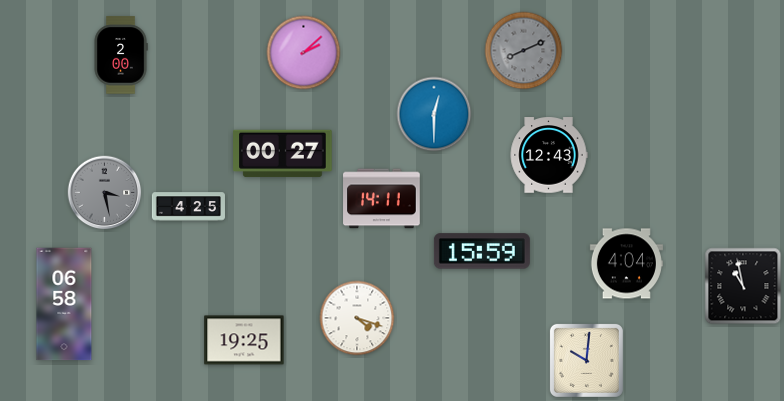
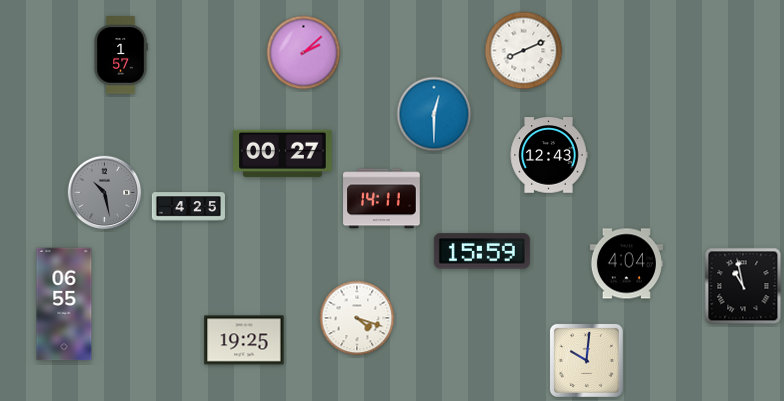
clock at (524, 51) dial: grey -> white
clock at (121, 55): 2:00 -> 1:57
clock at (105, 193): 3:28 -> 10:28
clock at (64, 304): 06:58 -> 06:55
